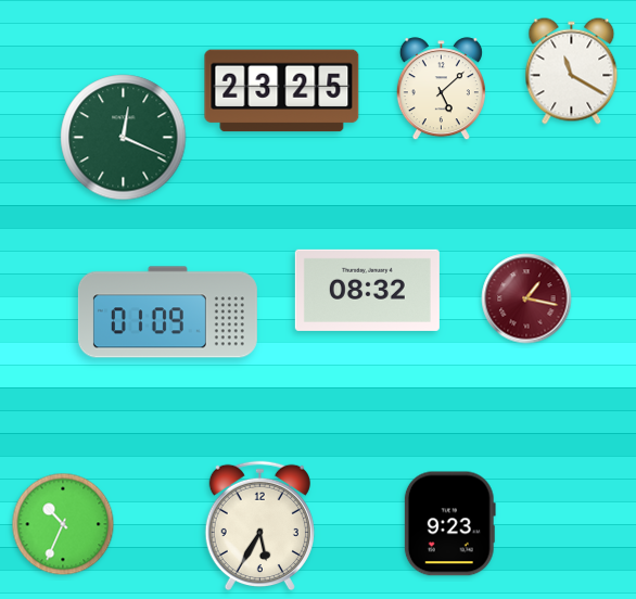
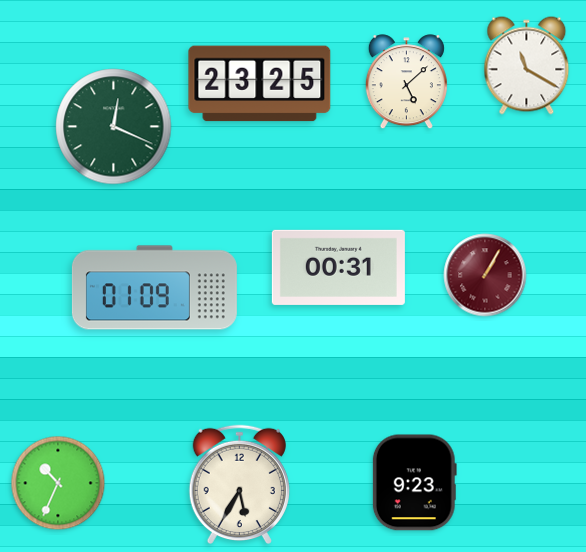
clock at (367, 290): 08:32 -> 00:31
clock at (526, 298): 1:17 -> 1:05
